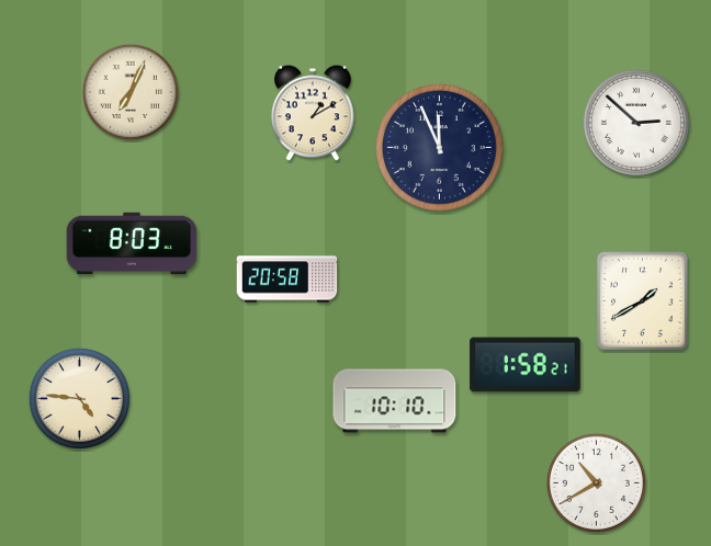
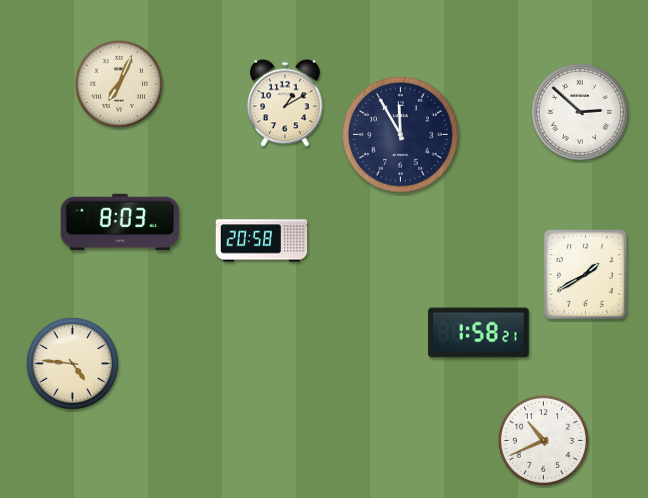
clock at (440, 148): 11:56 -> 11:55
clock at (287, 280) position: (287, 280) -> (262, 241)
clock at (395, 401): 10:10 -> none
clock at (596, 482): 10:40 -> 10:41
